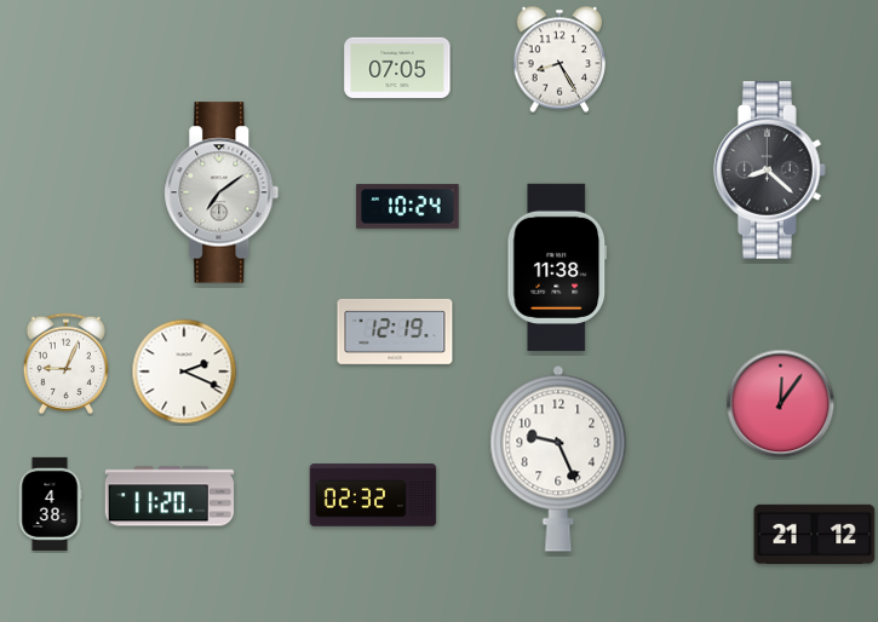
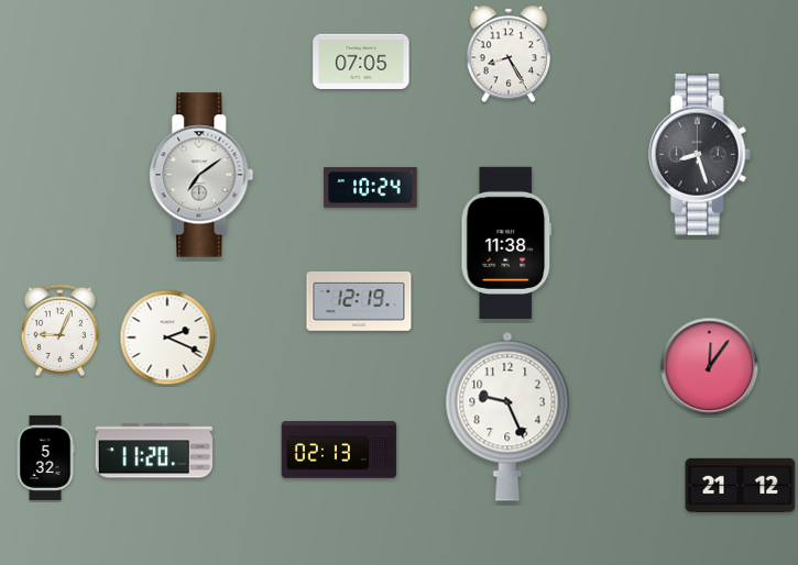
clock at (769, 171): 8:22 -> 8:27
clock at (373, 495): 02:32 -> 02:13
clock at (50, 503): 4:38 -> 5:32
